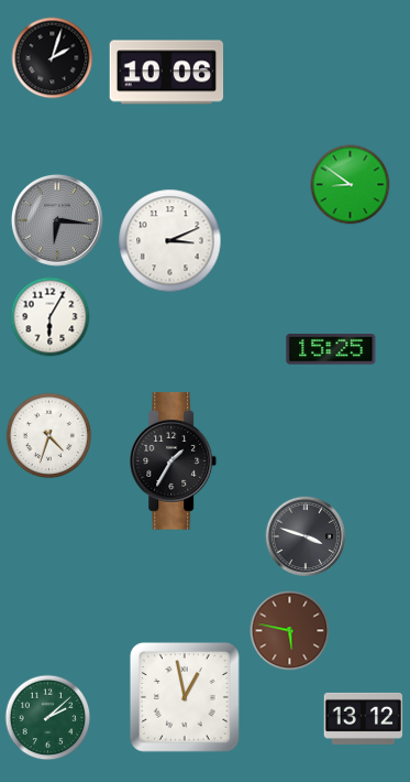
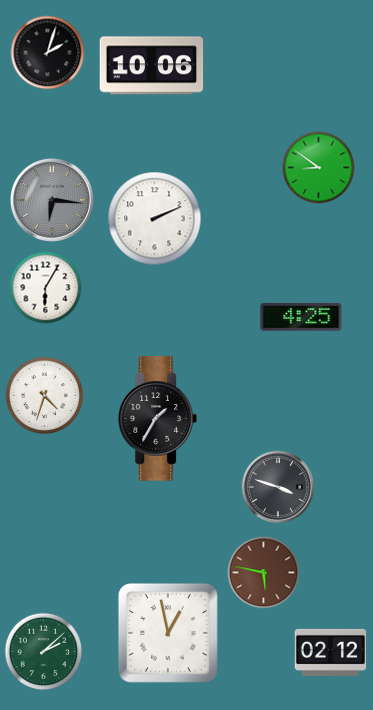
clock at (170, 241): 3:11 -> 2:11
clock at (331, 350): 15:25 -> 4:25
clock at (364, 718): 13:12 -> 02:12
